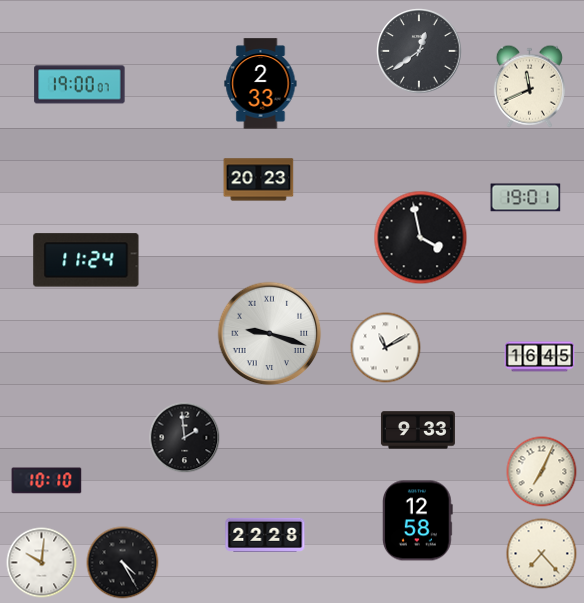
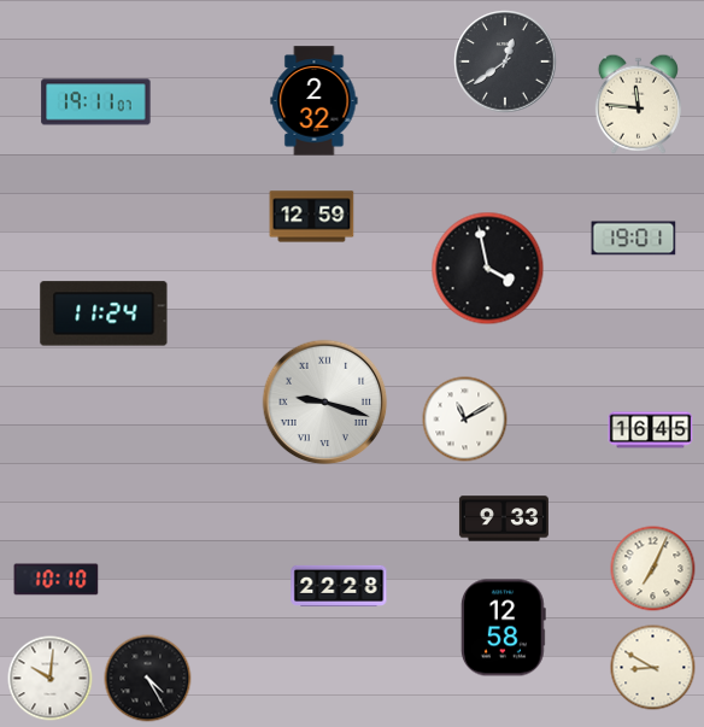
clock at (261, 84): 2:33 -> 2:32
clock at (80, 85): 19:00 -> 19:11
clock at (529, 86): 11:41 -> 11:46
clock at (259, 180): 20:23 -> 12:59
clock at (421, 238) position: (421, 238) -> (488, 269)
clock at (185, 438): 1:59 -> none
clock at (265, 535) position: (265, 535) -> (339, 586)
clock at (542, 554): 7:23 -> 8:50
